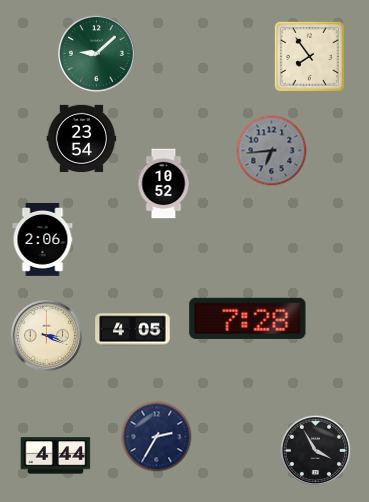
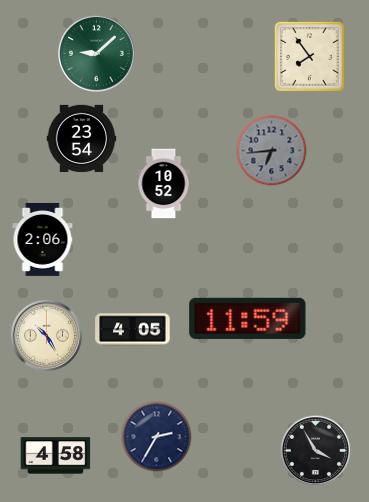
clock at (248, 318): 7:28 -> 11:59
clock at (47, 336): 3:19 -> 10:25
clock at (56, 456): 4:44 -> 4:58
